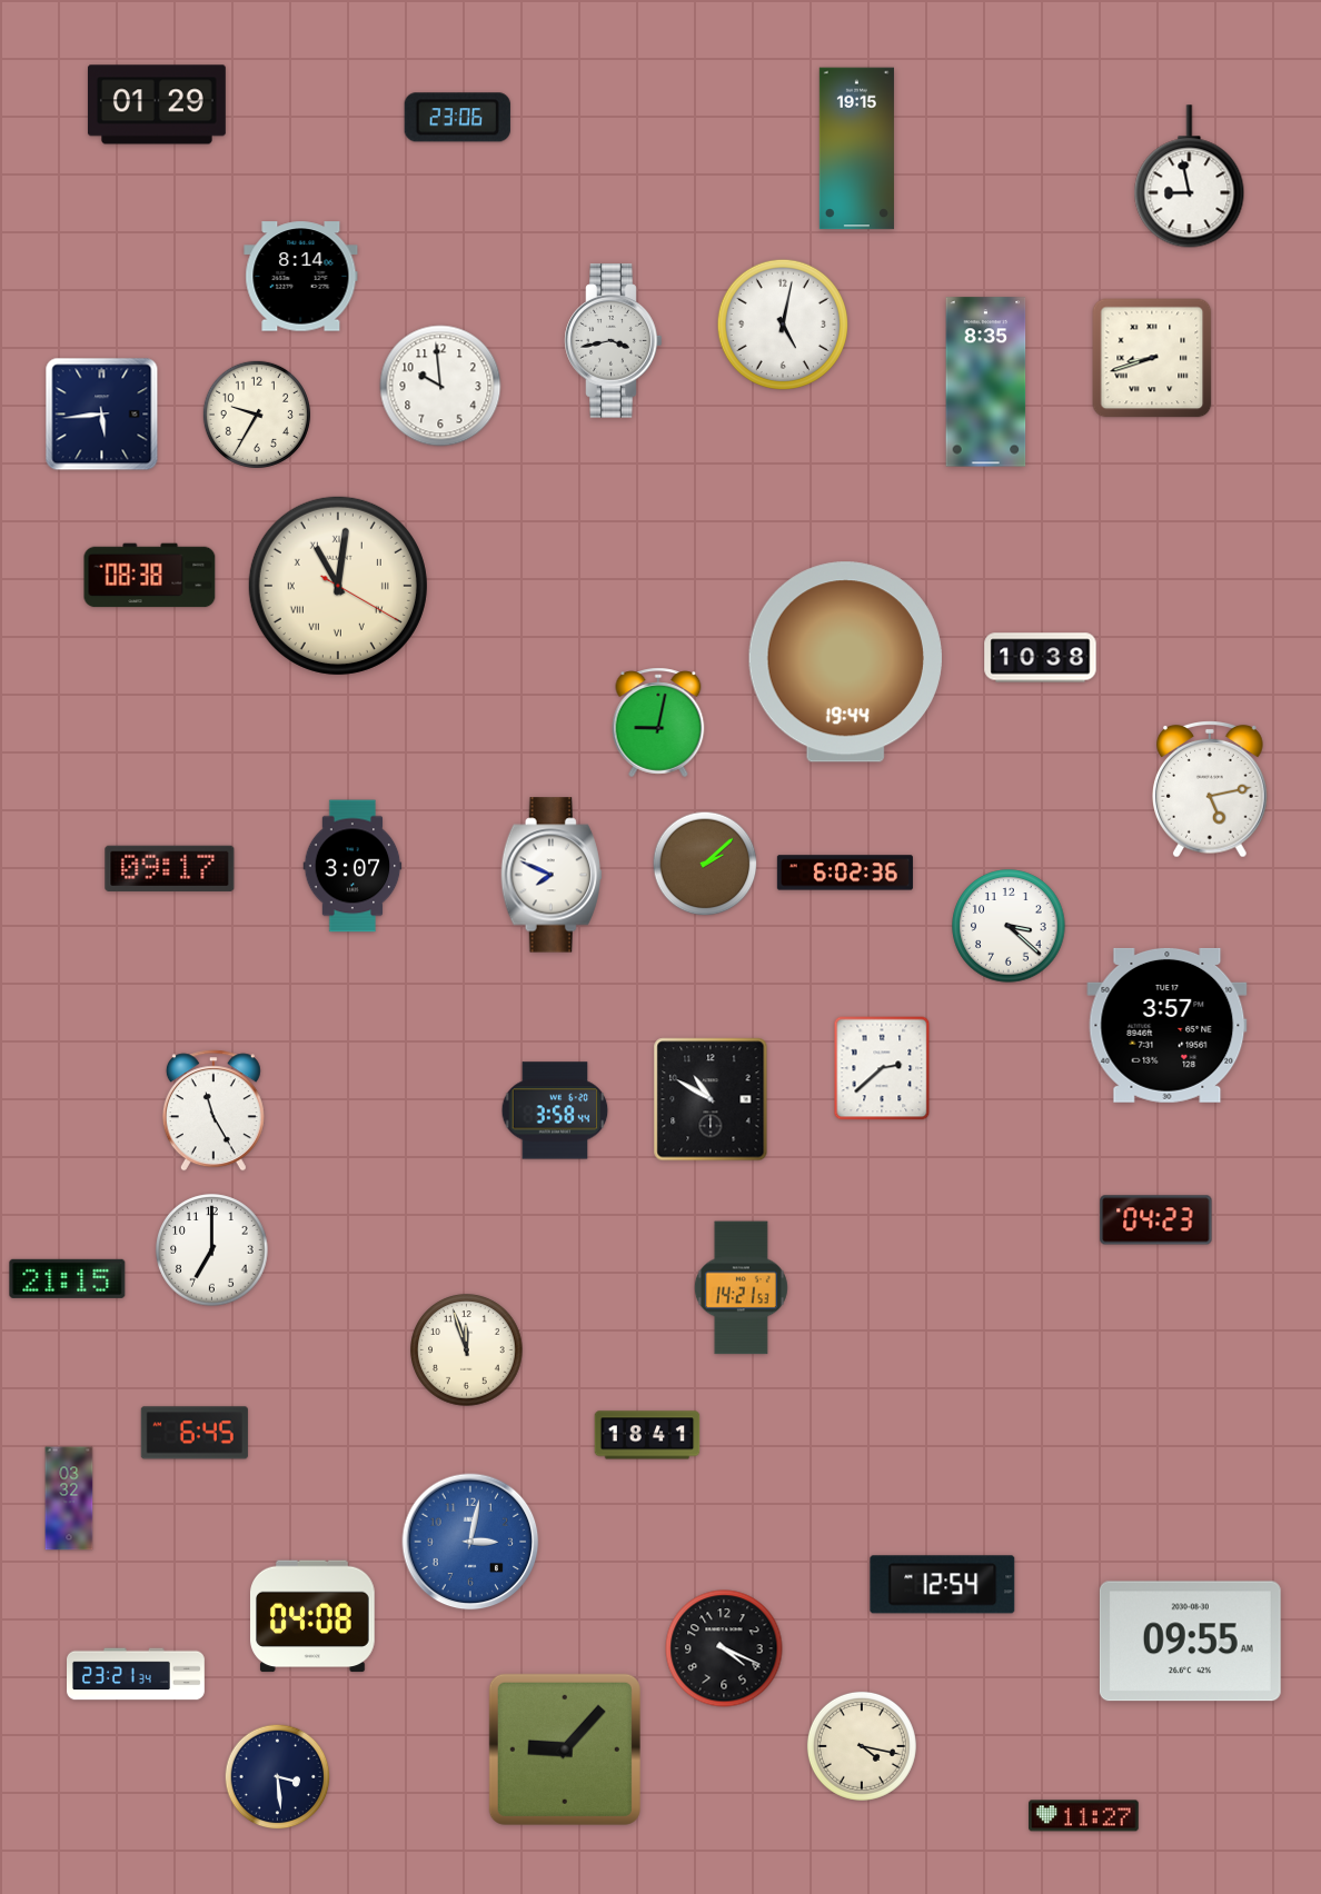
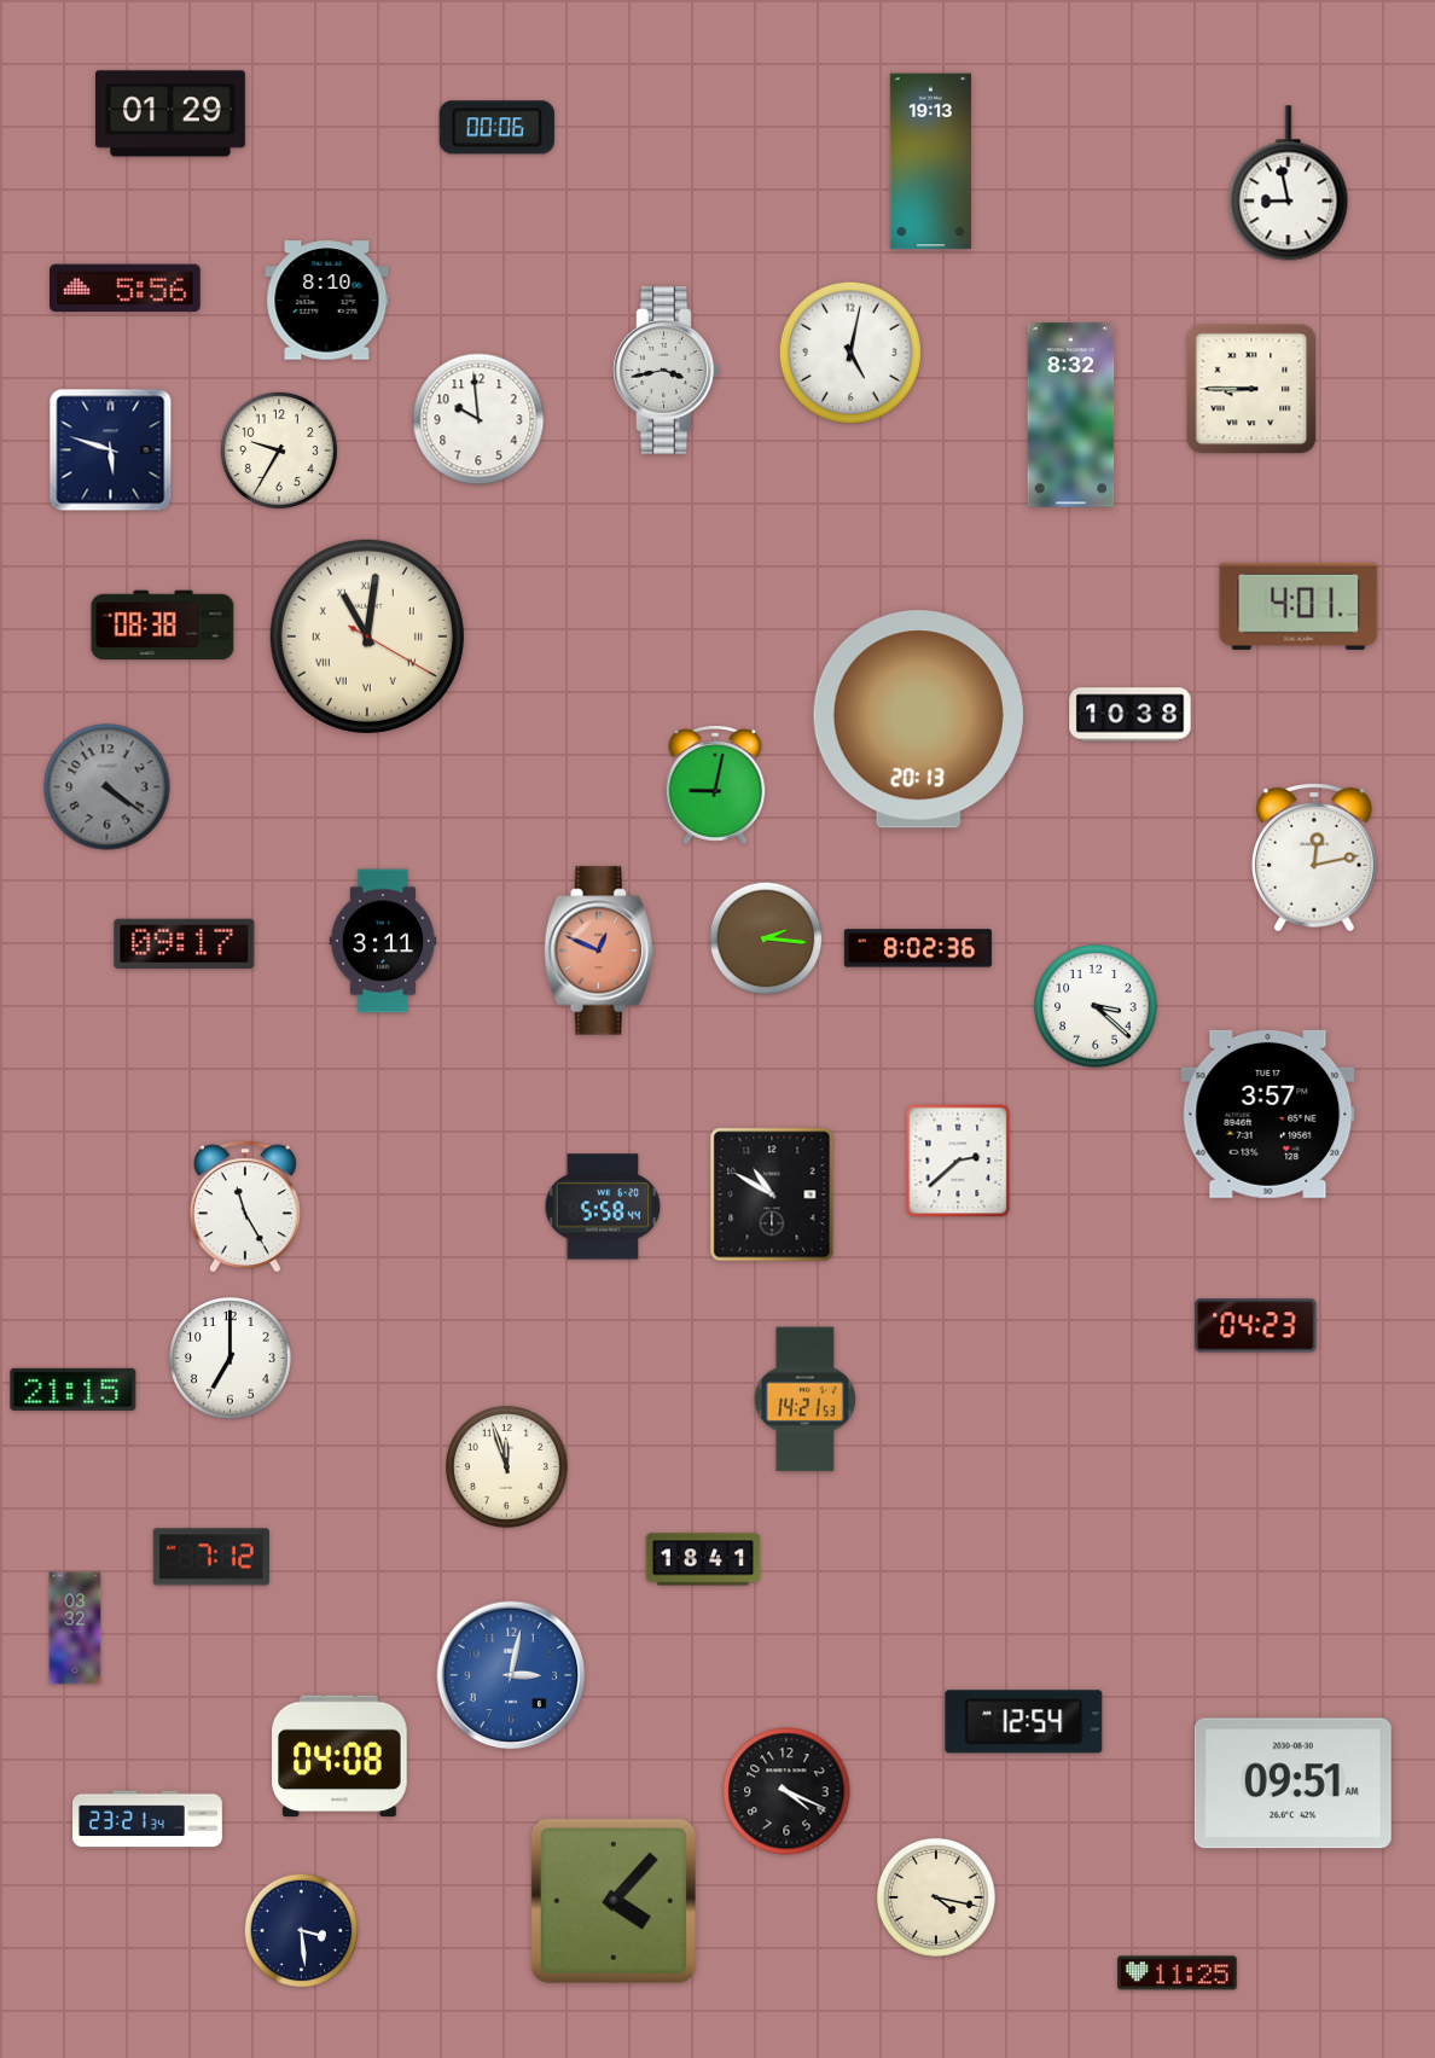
clock at (457, 118): 23:06 -> 00:06
clock at (856, 149): 19:15 -> 19:13
clock at (1190, 177) position: (1190, 177) -> (1289, 184)
clock at (126, 289): none -> 5:56
clock at (301, 277): 8:14 -> 8:10
clock at (1152, 358): 8:42 -> 8:45
clock at (986, 382): 8:35 -> 8:32
clock at (102, 415): 5:44 -> 5:48
clock at (1299, 606): none -> 4:01
clock at (845, 662): 19:44 -> 20:13
clock at (108, 787): none -> 4:21
clock at (1211, 790): 5:13 -> 12:13
clock at (705, 864): 2:08 -> 2:16
clock at (352, 866): 3:07 -> 3:11
clock at (845, 873): 6:02 -> 8:02
clock at (552, 875): 7:49 -> 12:49
clock at (552, 875) dial: white -> salmon
clock at (213, 1110) position: (213, 1110) -> (245, 1207)
clock at (555, 1110): 3:58 -> 5:58
clock at (195, 1433): 6:45 -> 7:12
clock at (1190, 1642): 09:55 -> 09:51
clock at (565, 1750): 9:07 -> 4:07
clock at (1084, 1816): 11:27 -> 11:25
